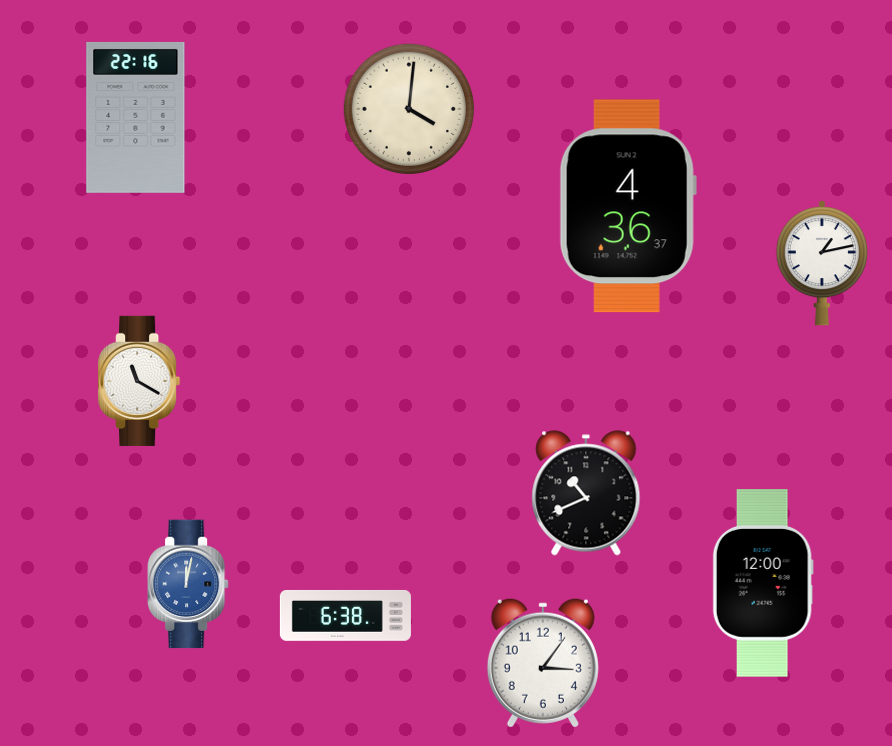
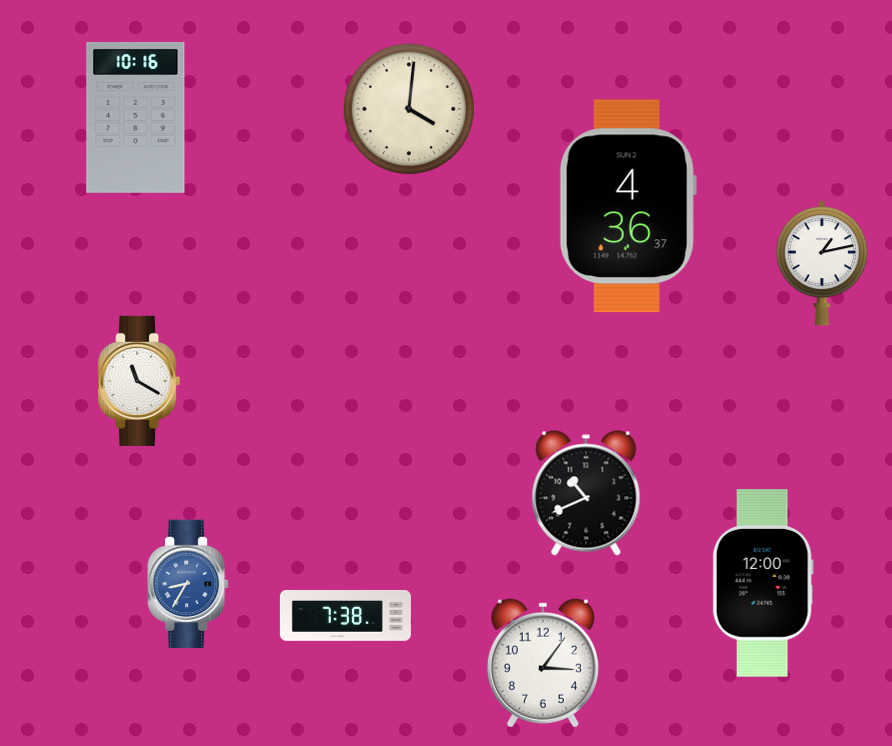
clock at (136, 117): 22:16 -> 10:16
clock at (189, 584): 12:02 -> 8:35
clock at (345, 615): 6:38 -> 7:38
